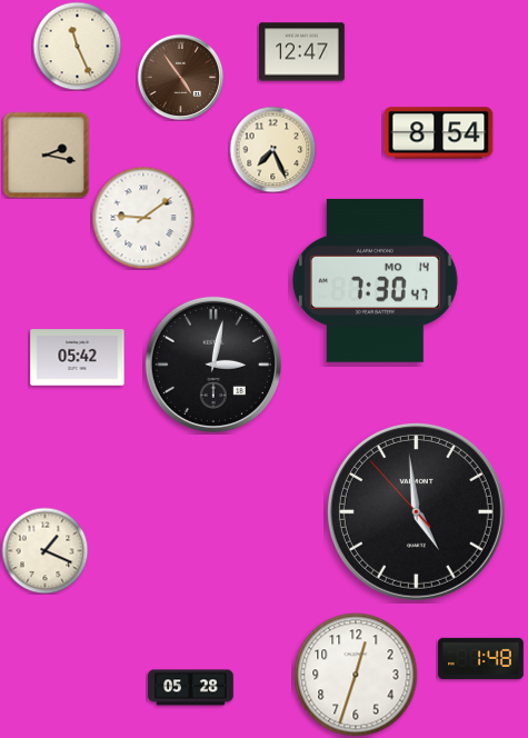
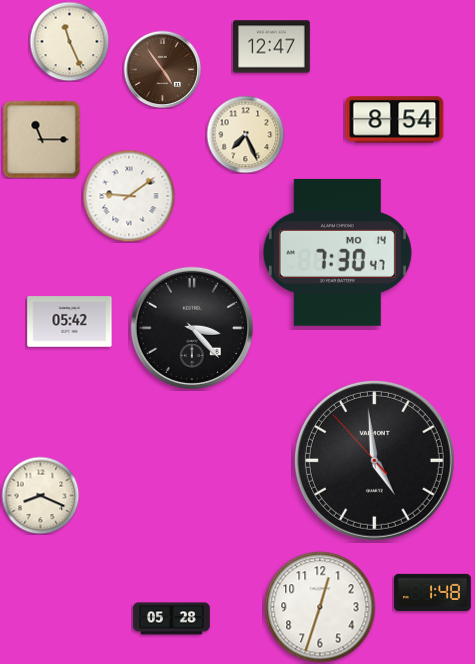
clock at (46, 154): 2:17 -> 11:15
clock at (213, 365): 3:02 -> 3:23
clock at (44, 550): 1:19 -> 8:19
